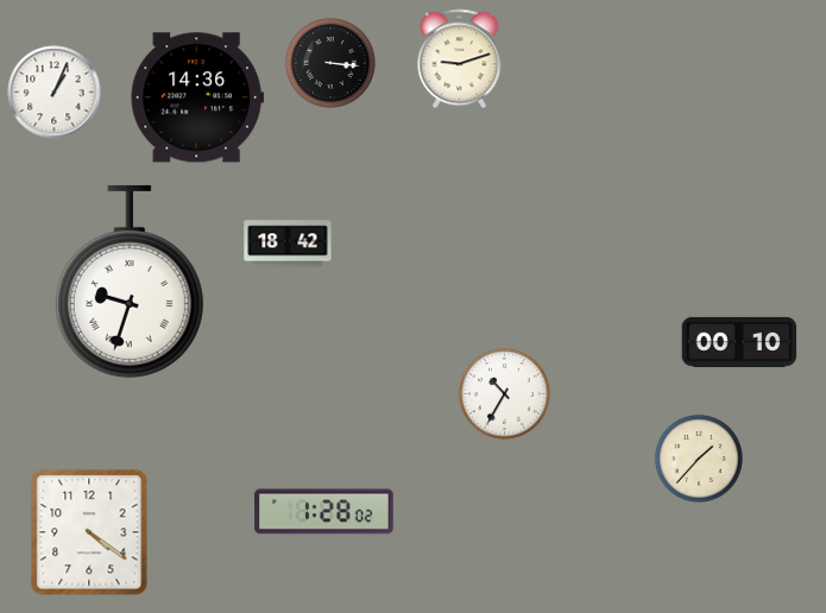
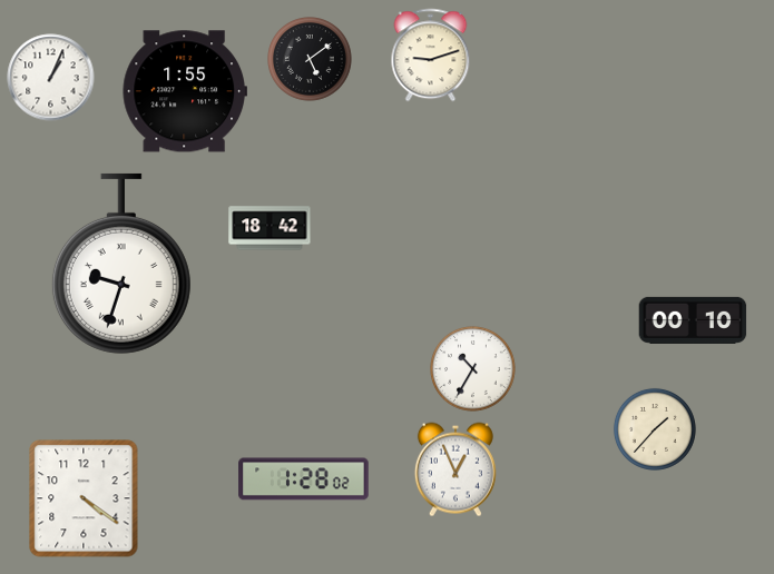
clock at (332, 64): 3:16 -> 5:09
clock at (55, 93) position: (55, 93) -> (51, 78)
clock at (196, 97): 14:36 -> 1:55
clock at (455, 469): none -> 12:56
